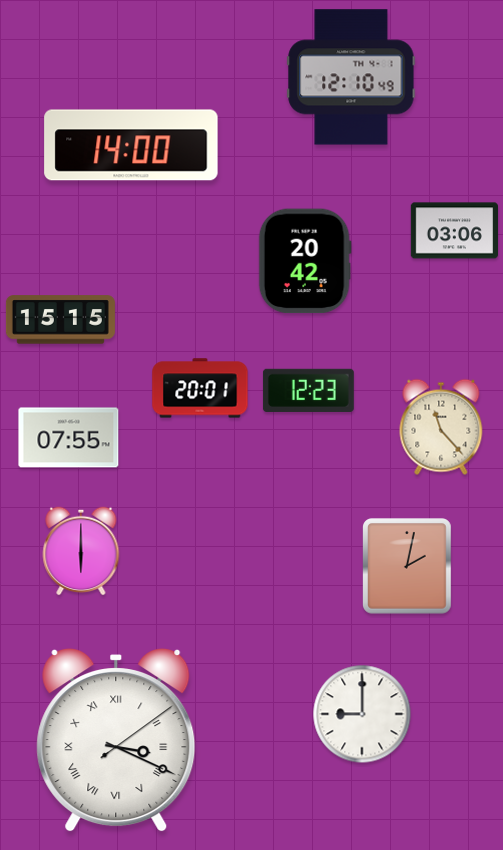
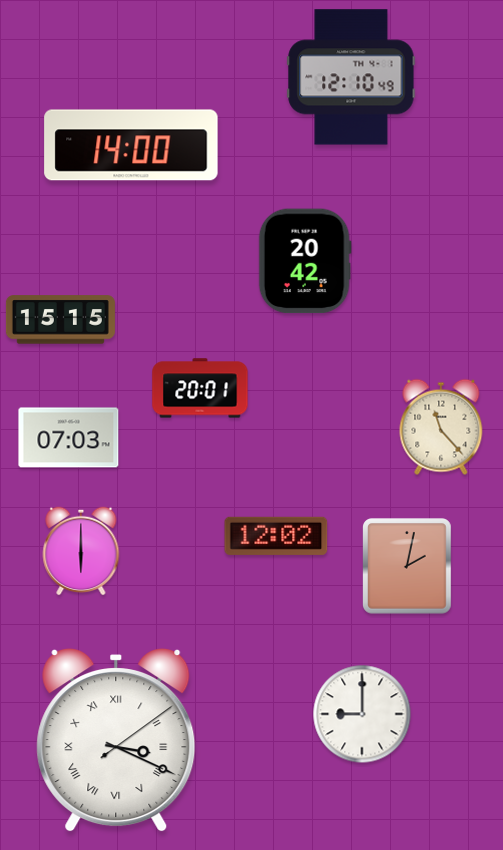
clock at (454, 231): 03:06 -> none
clock at (308, 390): 12:23 -> none
clock at (69, 438): 07:55 -> 07:03
clock at (276, 536): none -> 12:02
